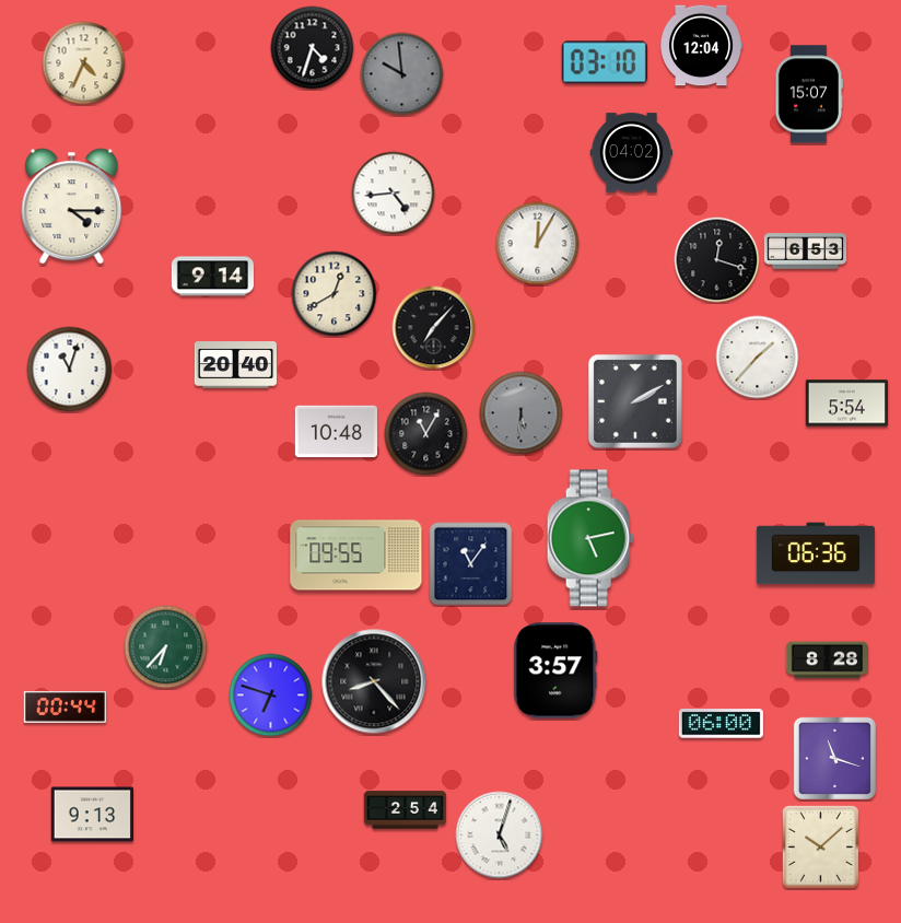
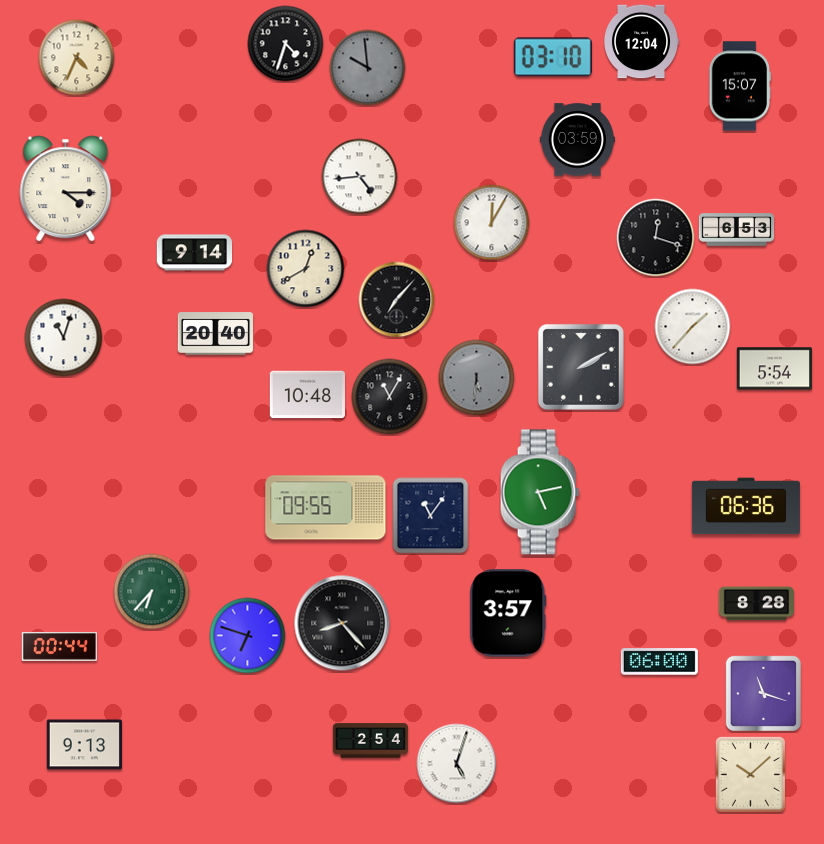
clock at (631, 153): 04:02 -> 03:59
